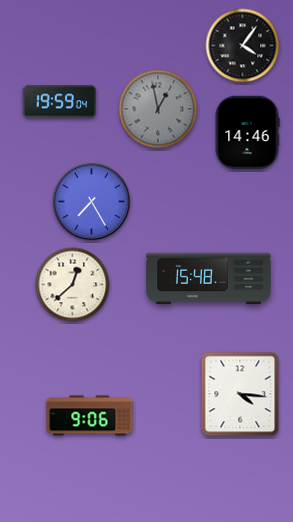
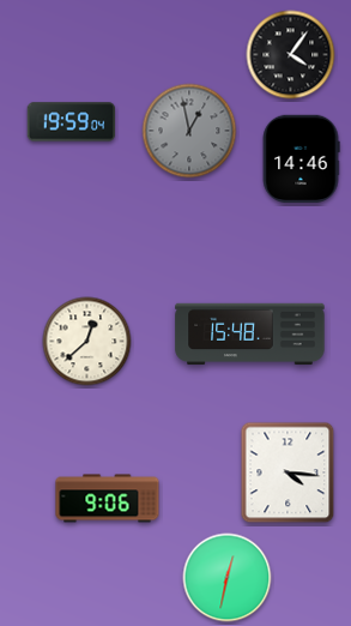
clock at (247, 133) position: (247, 133) -> (301, 159)
clock at (92, 202): 7:25 -> none
clock at (228, 578): none -> 12:32
